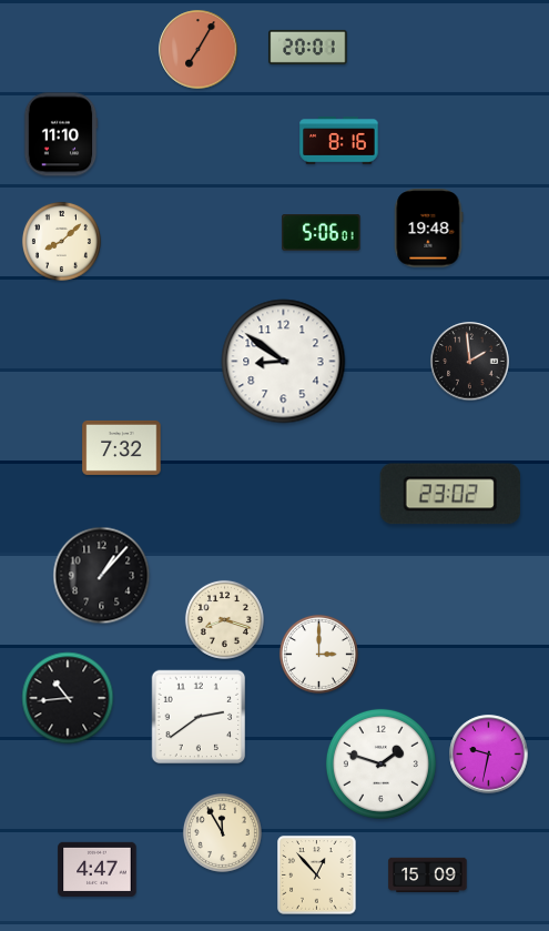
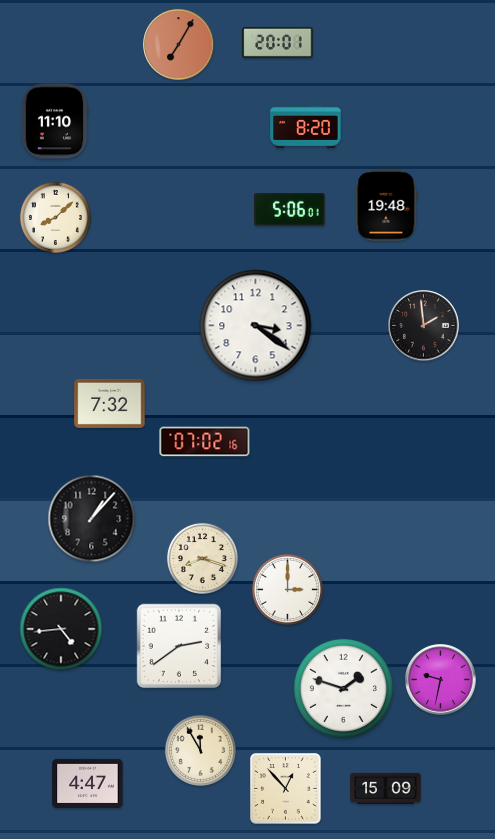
clock at (339, 141): 8:16 -> 8:20
clock at (284, 362): 8:51 -> 3:21
clock at (205, 442): none -> 07:02
clock at (450, 494): 23:02 -> none
clock at (68, 698): 10:44 -> 4:44
